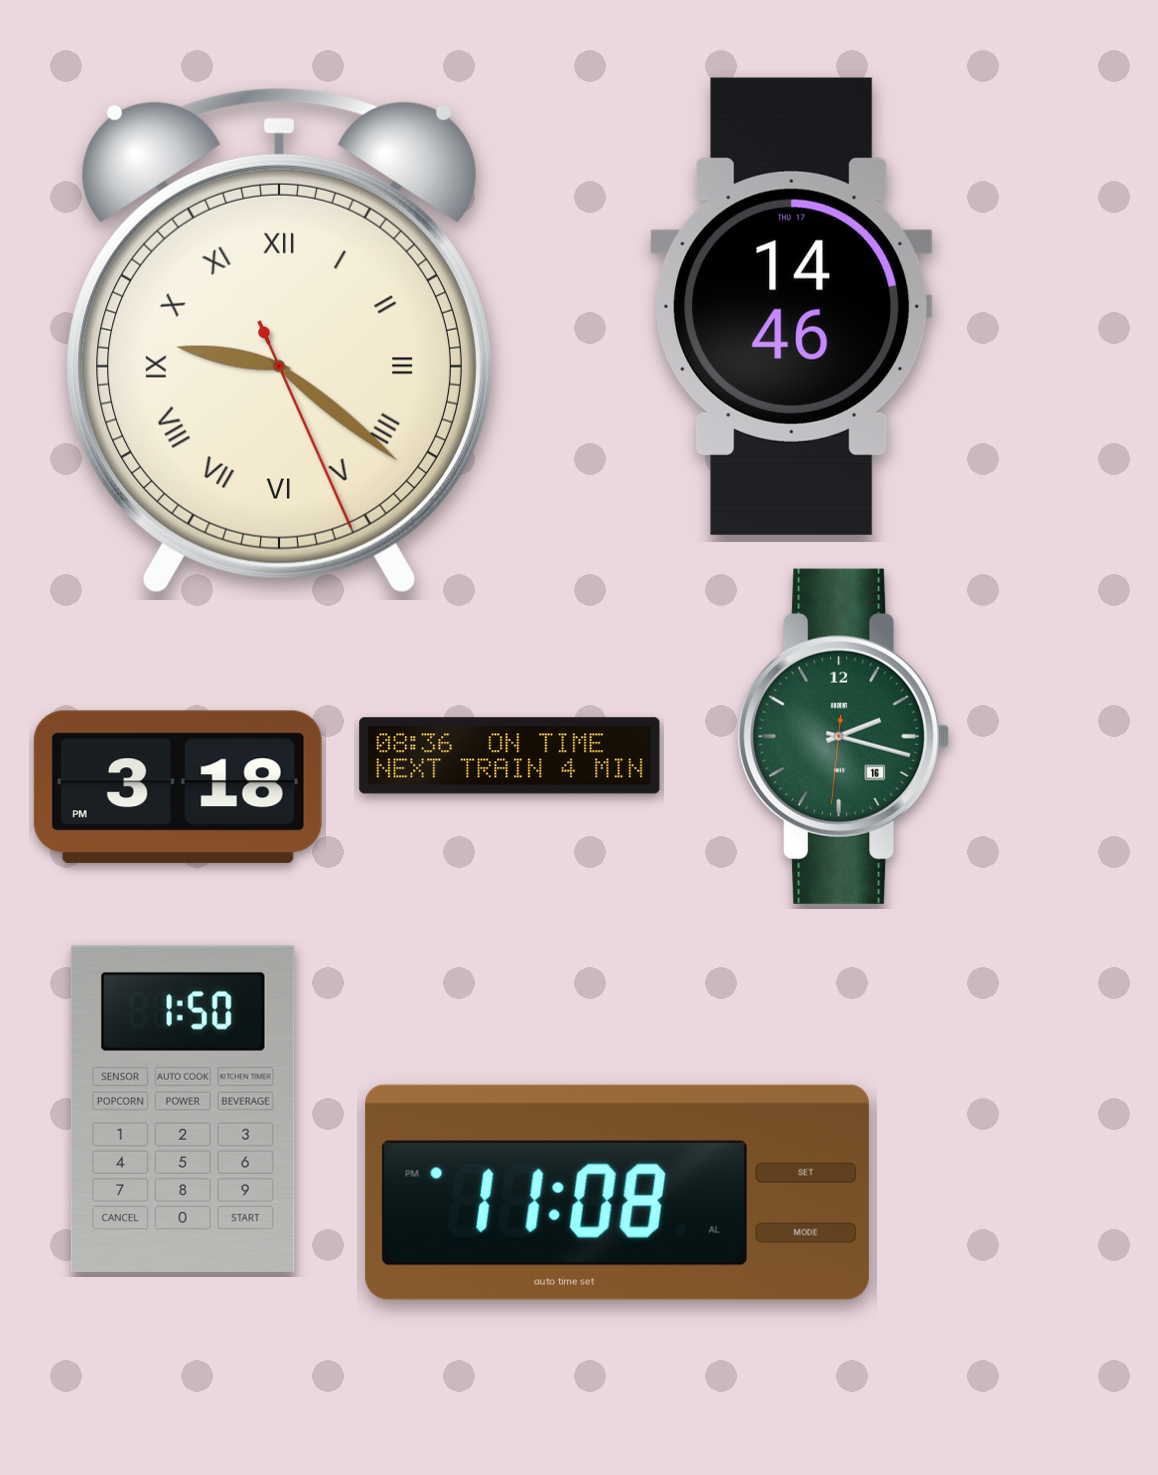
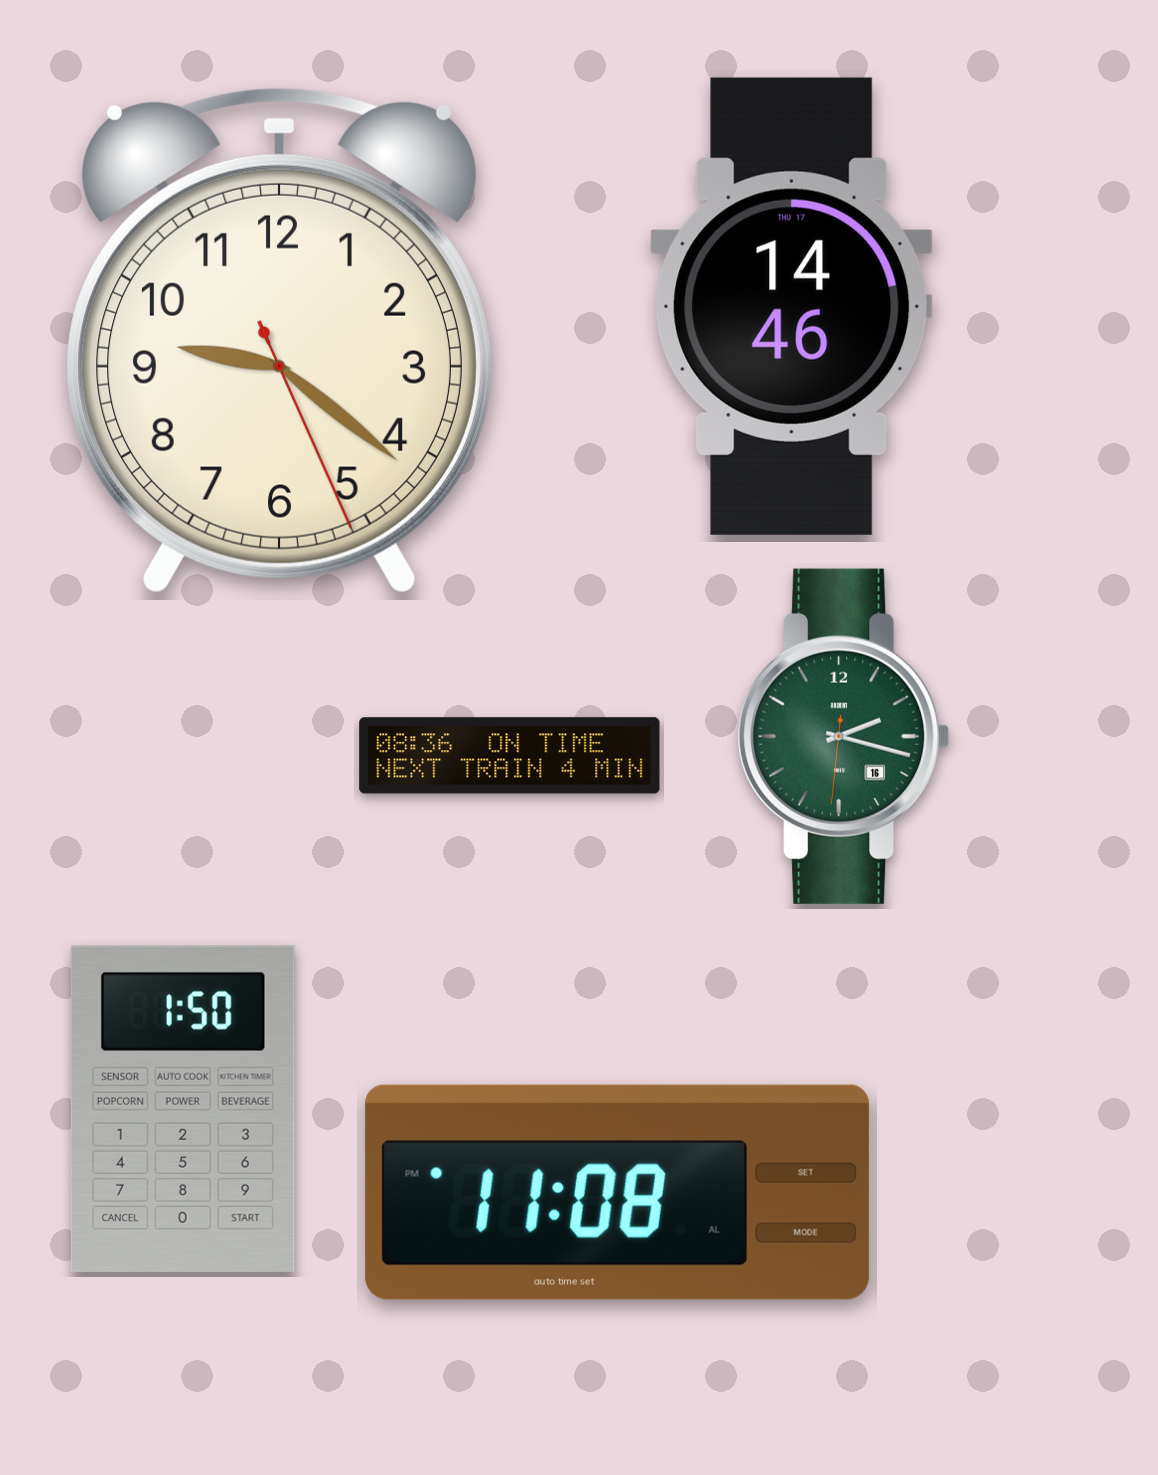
clock at (279, 341) numerals: Roman -> Arabic
clock at (178, 787): 3:18 -> none
